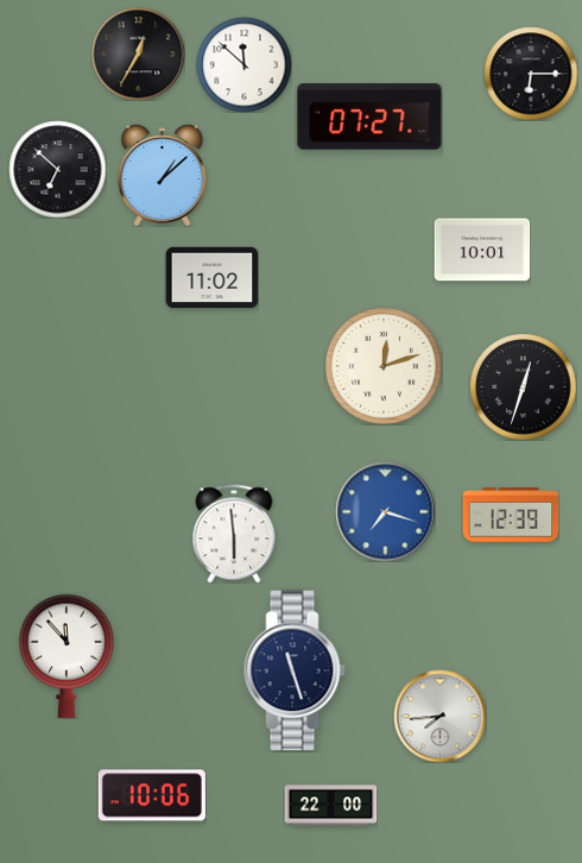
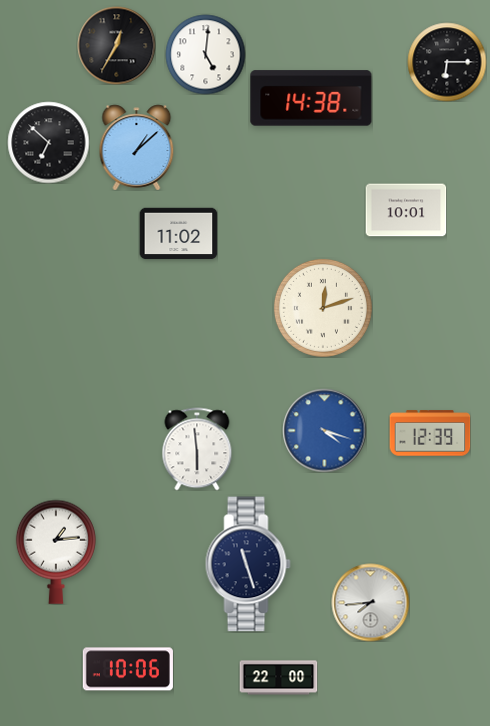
clock at (243, 64): 11:52 -> 5:01
clock at (369, 116): 07:27 -> 14:38
clock at (523, 386): 12:33 -> none
clock at (385, 511): 7:18 -> 4:18
clock at (67, 656): 11:53 -> 1:14
